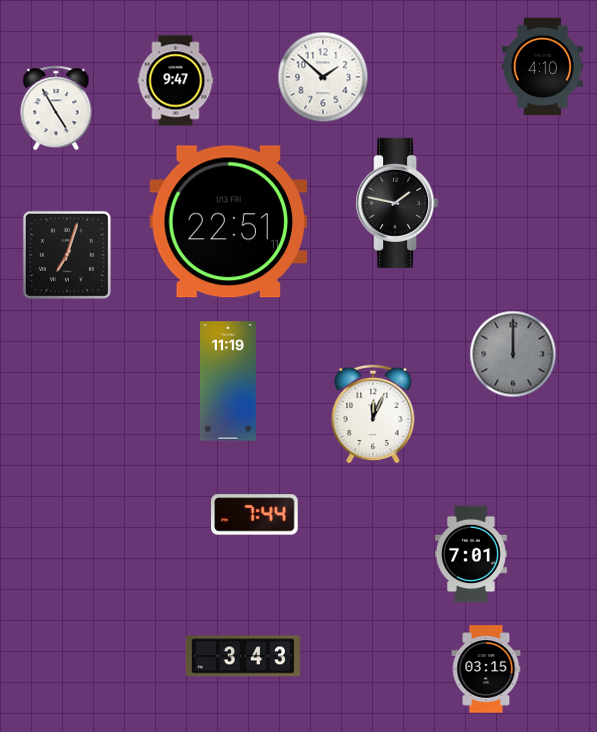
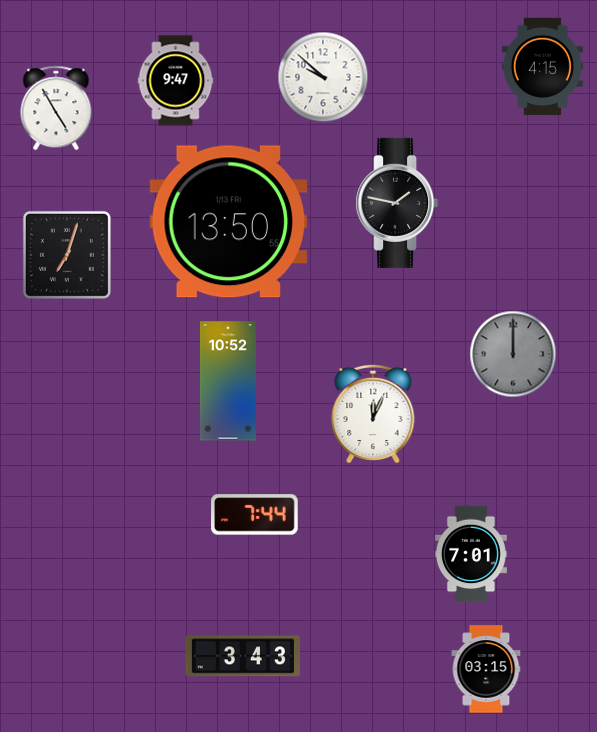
clock at (542, 67): 4:10 -> 4:15
clock at (323, 77): 1:52 -> 9:52
clock at (229, 222): 22:51 -> 13:50
clock at (228, 381): 11:19 -> 10:52
